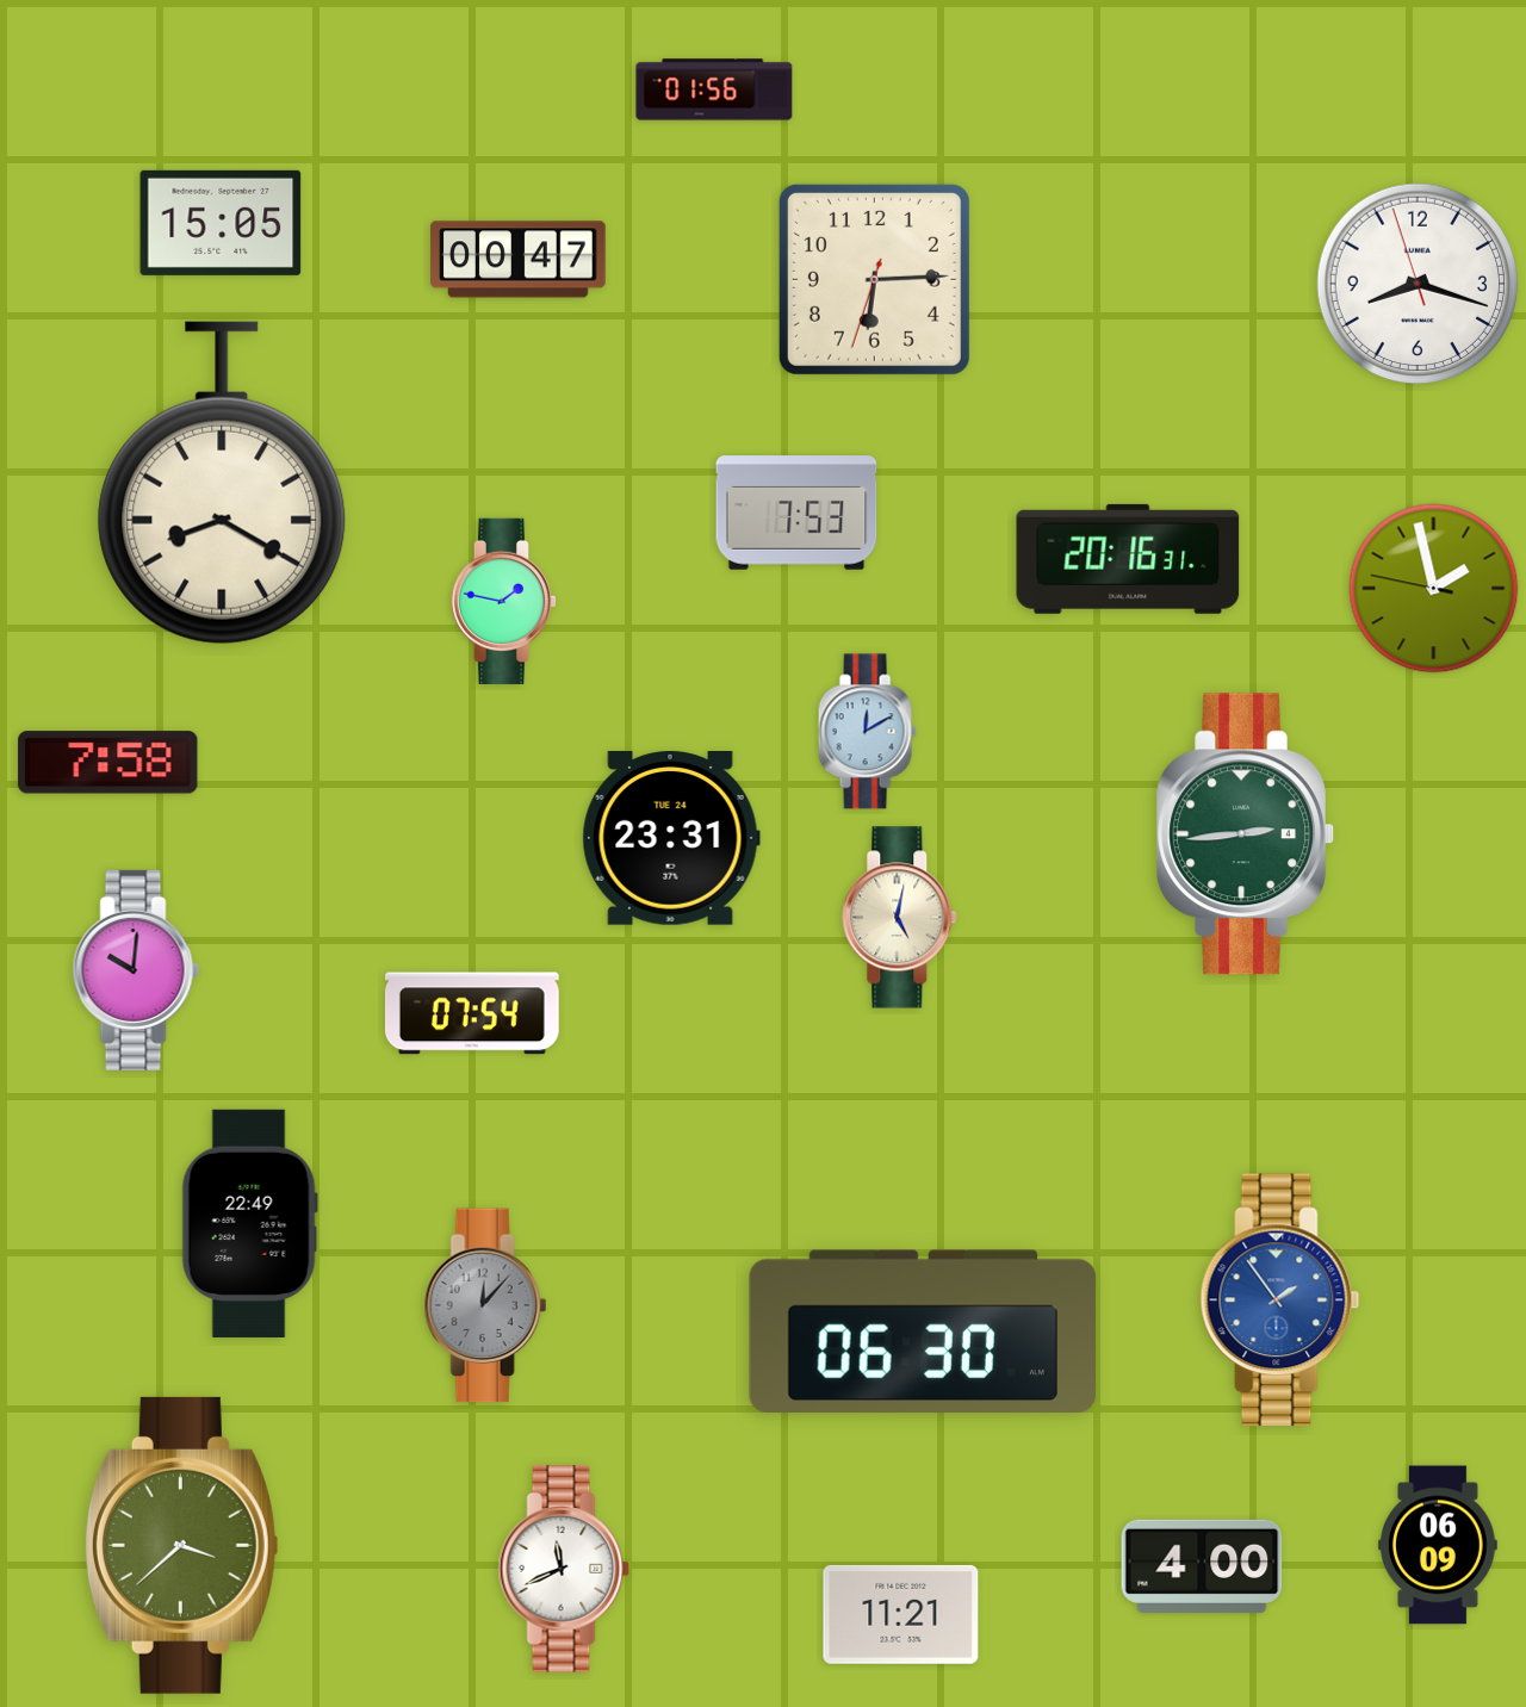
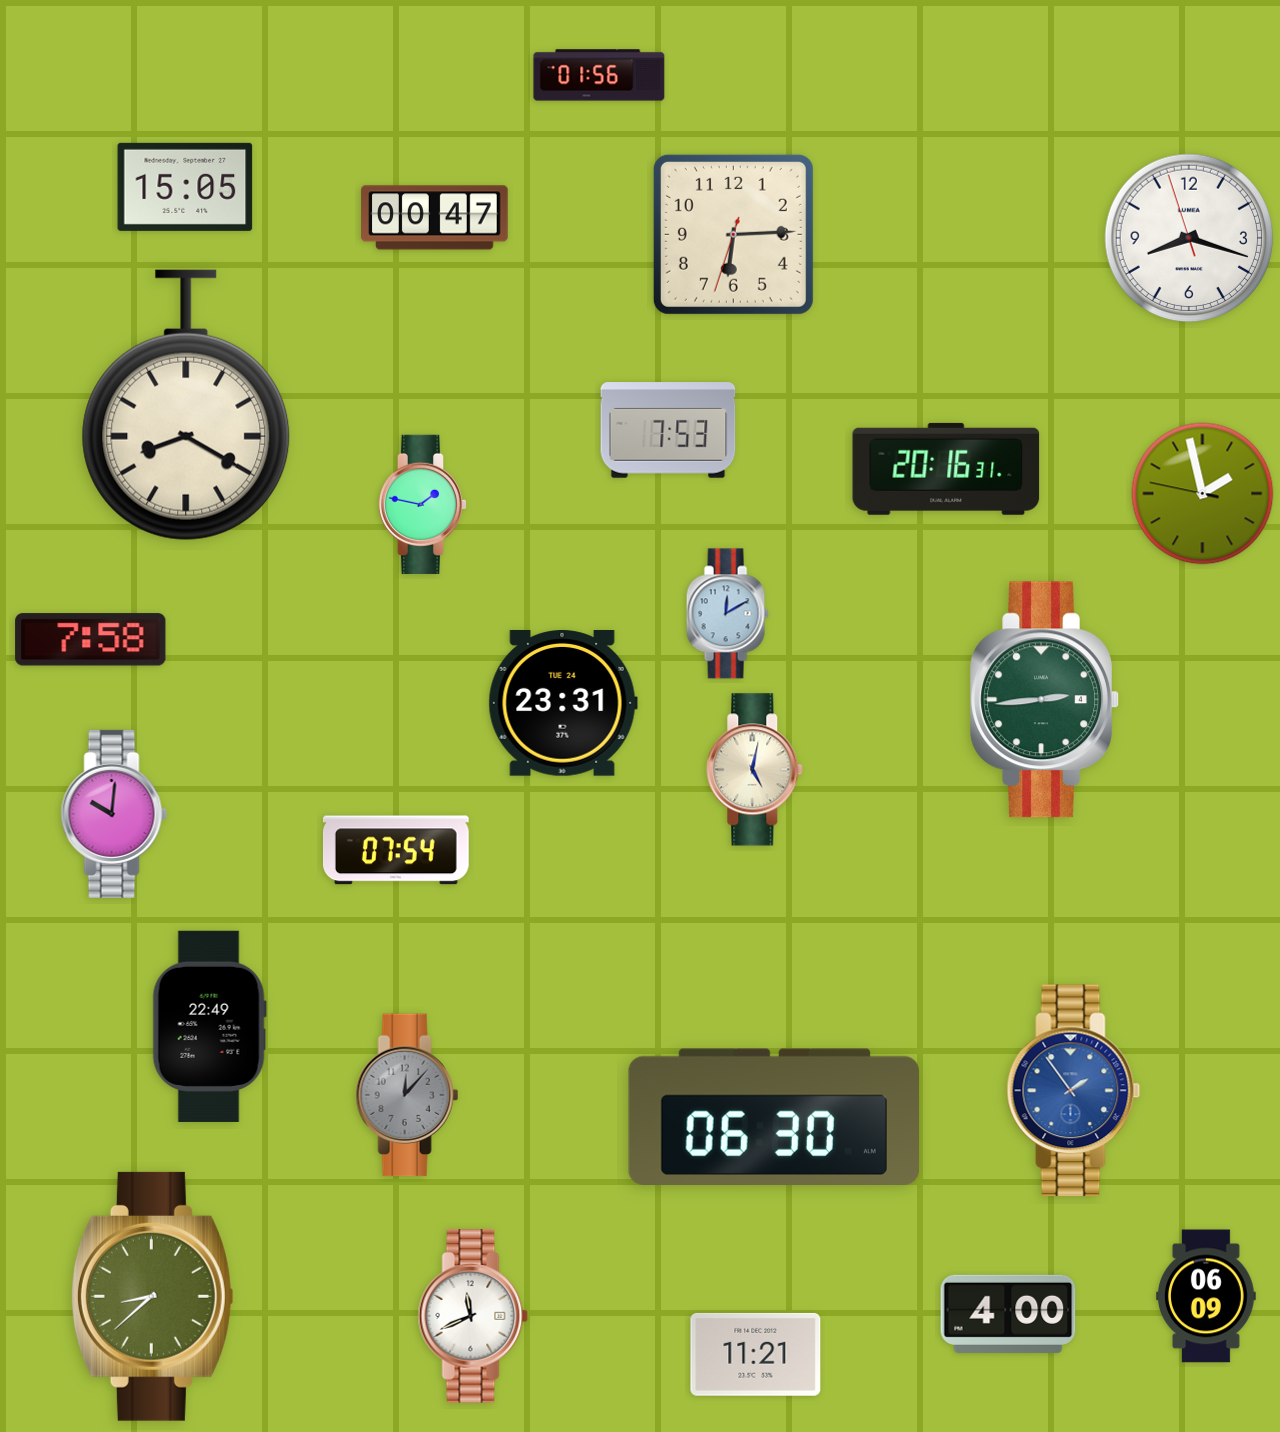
clock at (181, 1545): 3:38 -> 8:38
